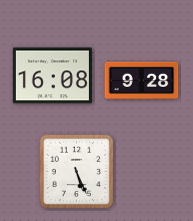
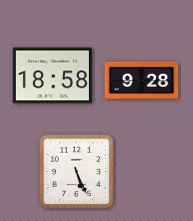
clock at (52, 76): 16:08 -> 18:58
